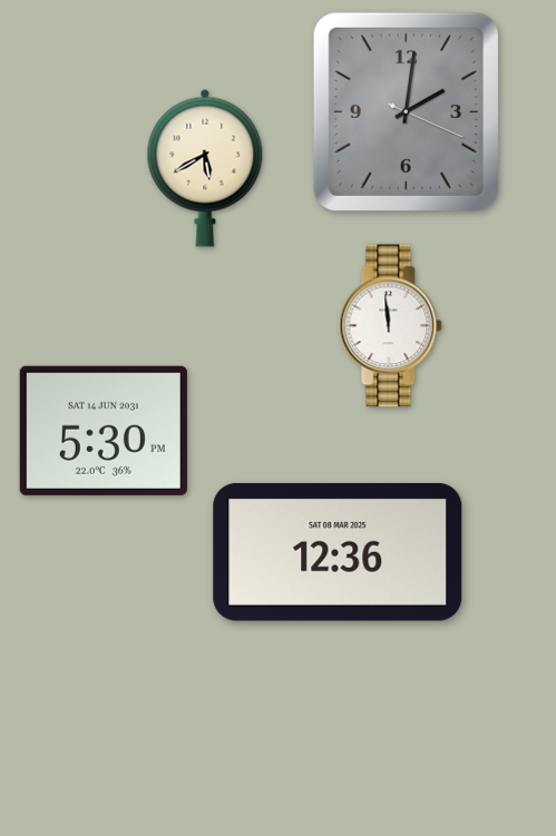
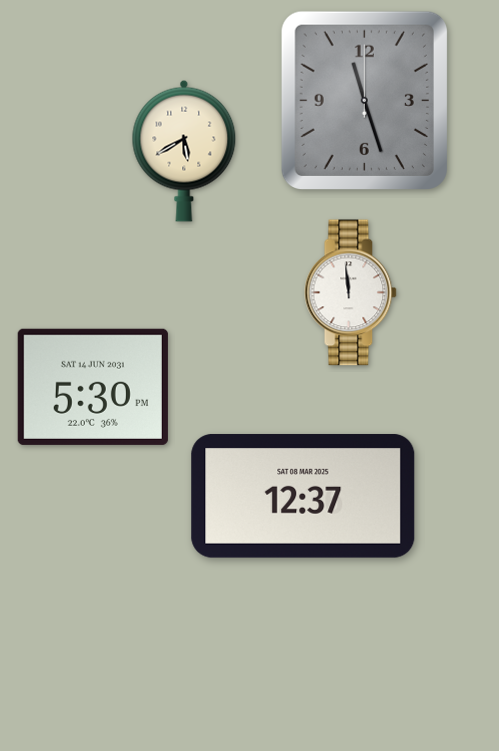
clock at (406, 111): 2:01 -> 11:27
clock at (338, 552): 12:36 -> 12:37
